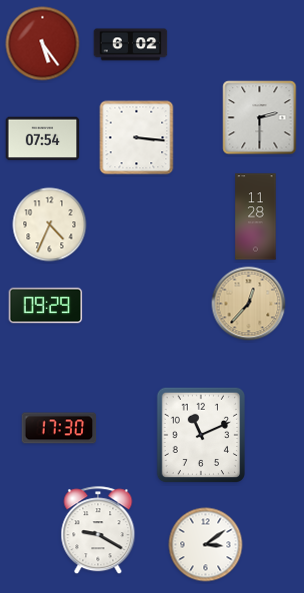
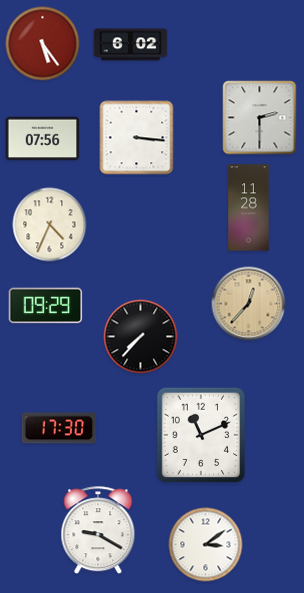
clock at (43, 139): 07:54 -> 07:56
clock at (256, 217) position: (256, 217) -> (249, 208)
clock at (141, 337): none -> 7:37
